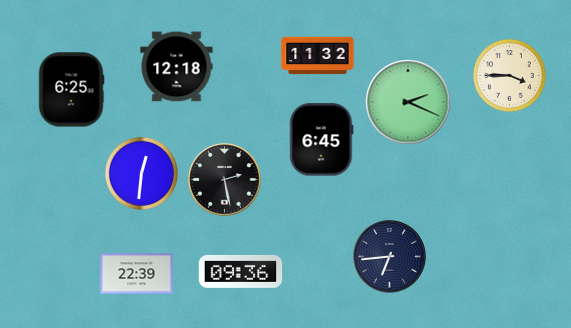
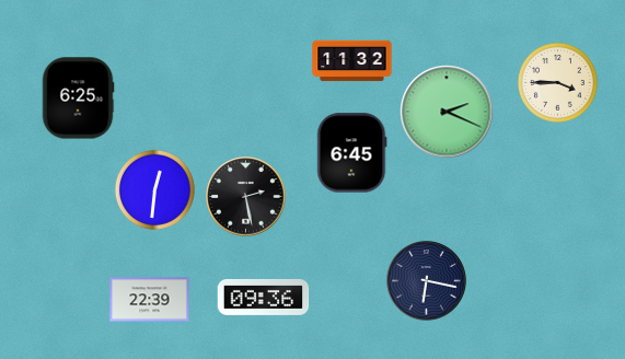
clock at (318, 56) position: (318, 56) -> (352, 61)
clock at (177, 67): 12:18 -> none
clock at (390, 257): 6:44 -> 6:17
